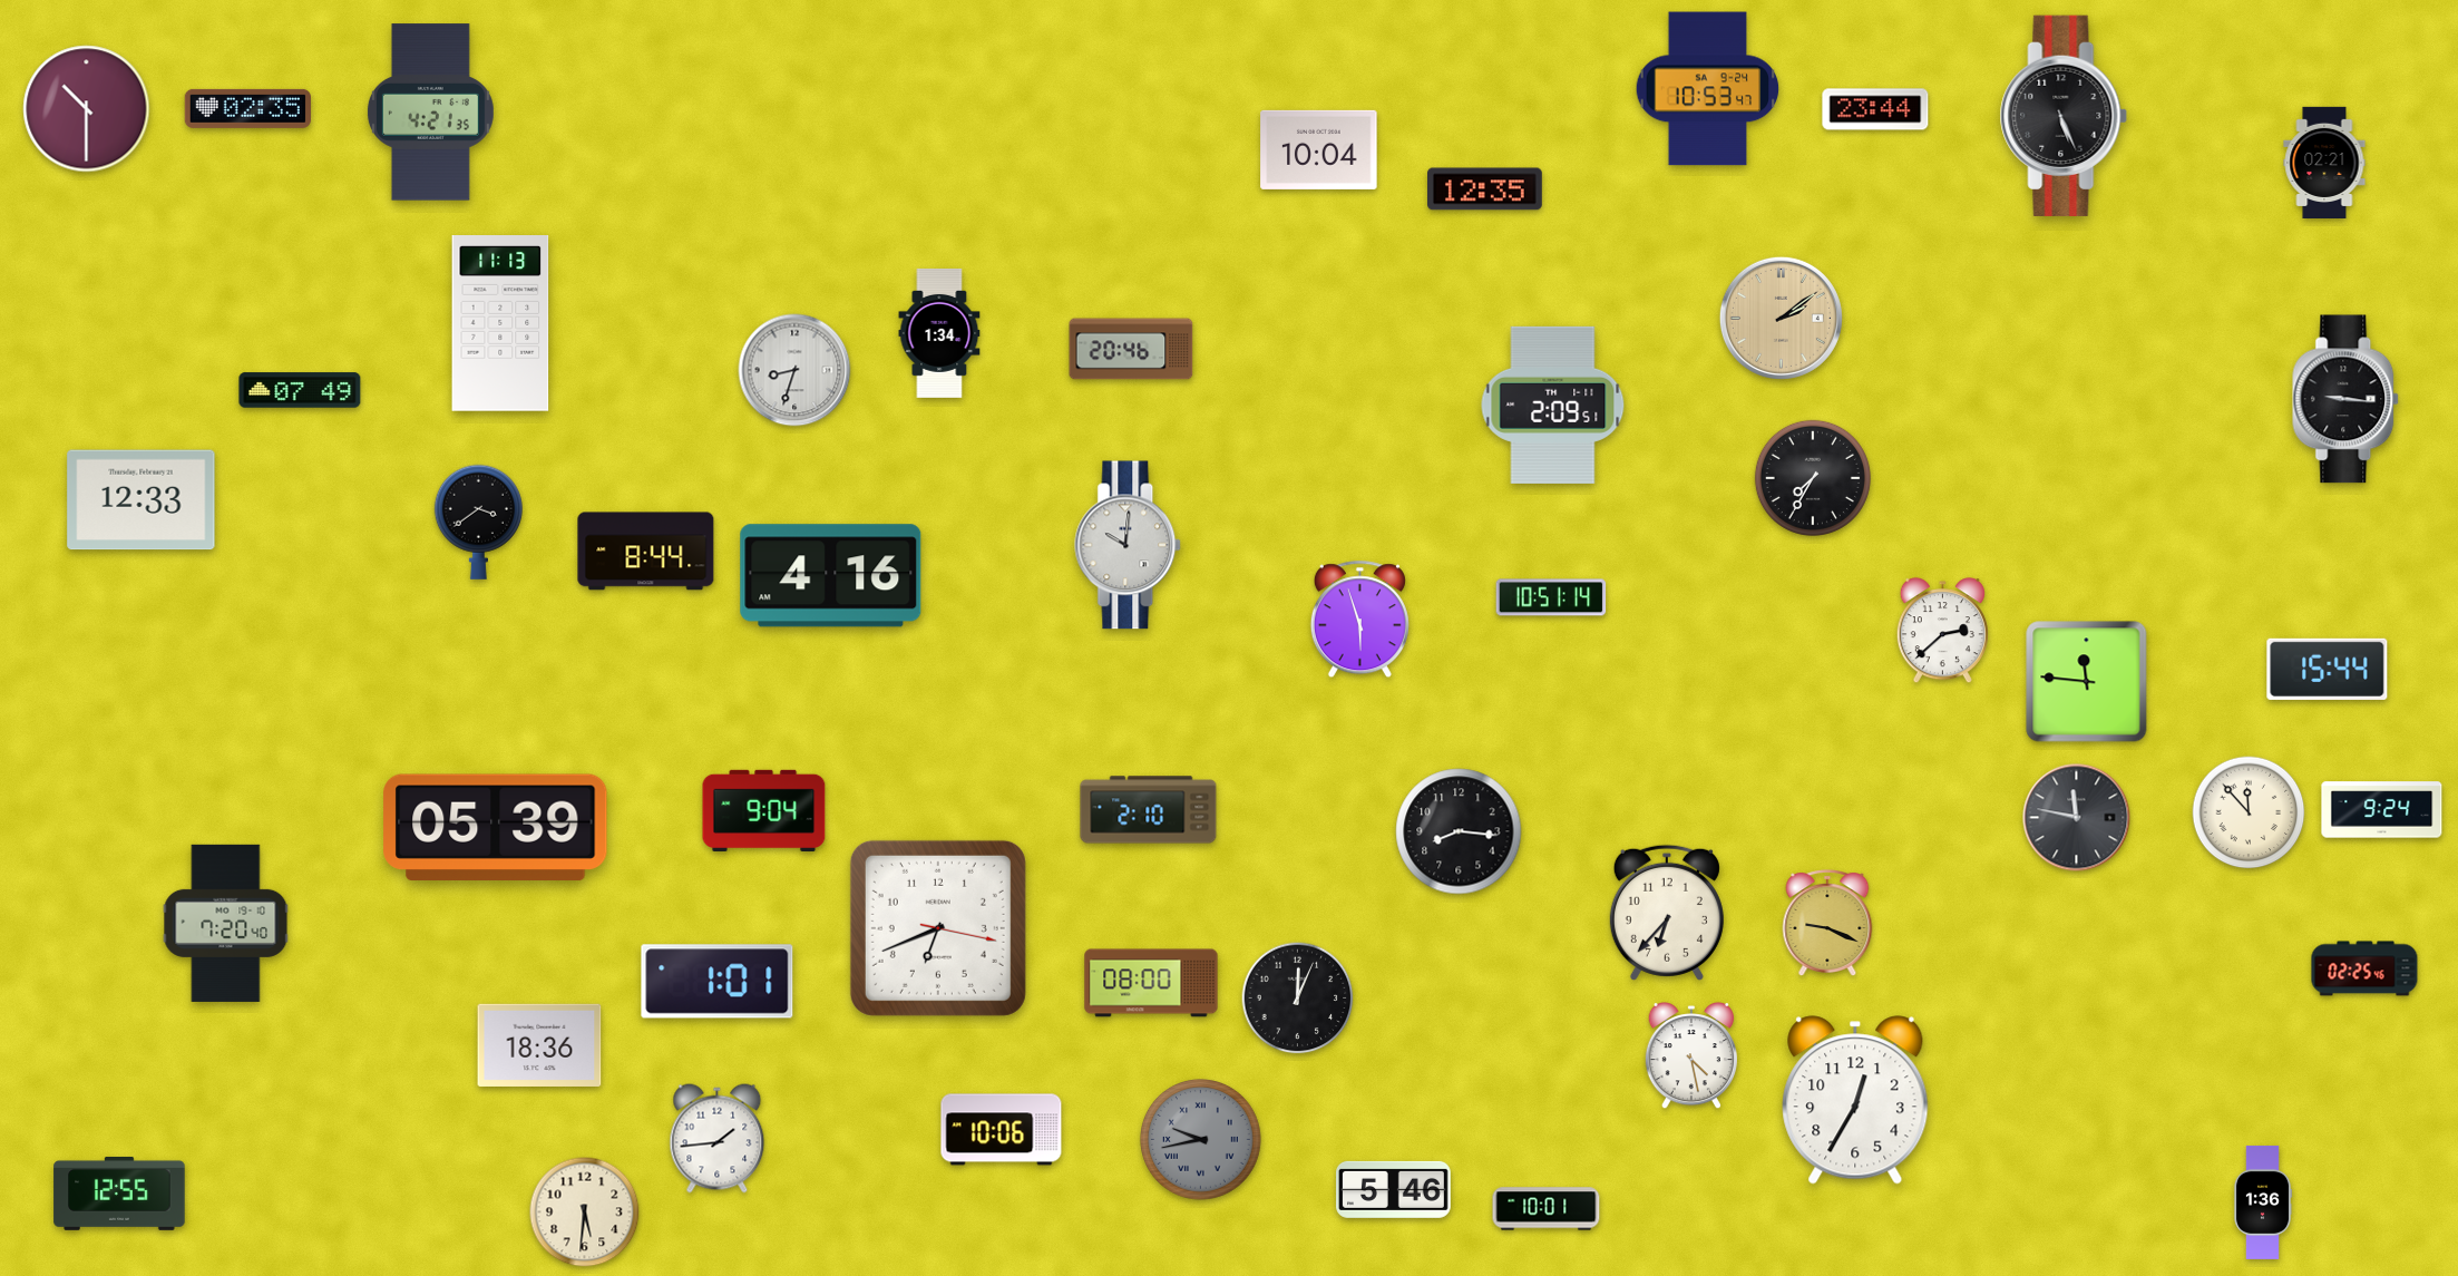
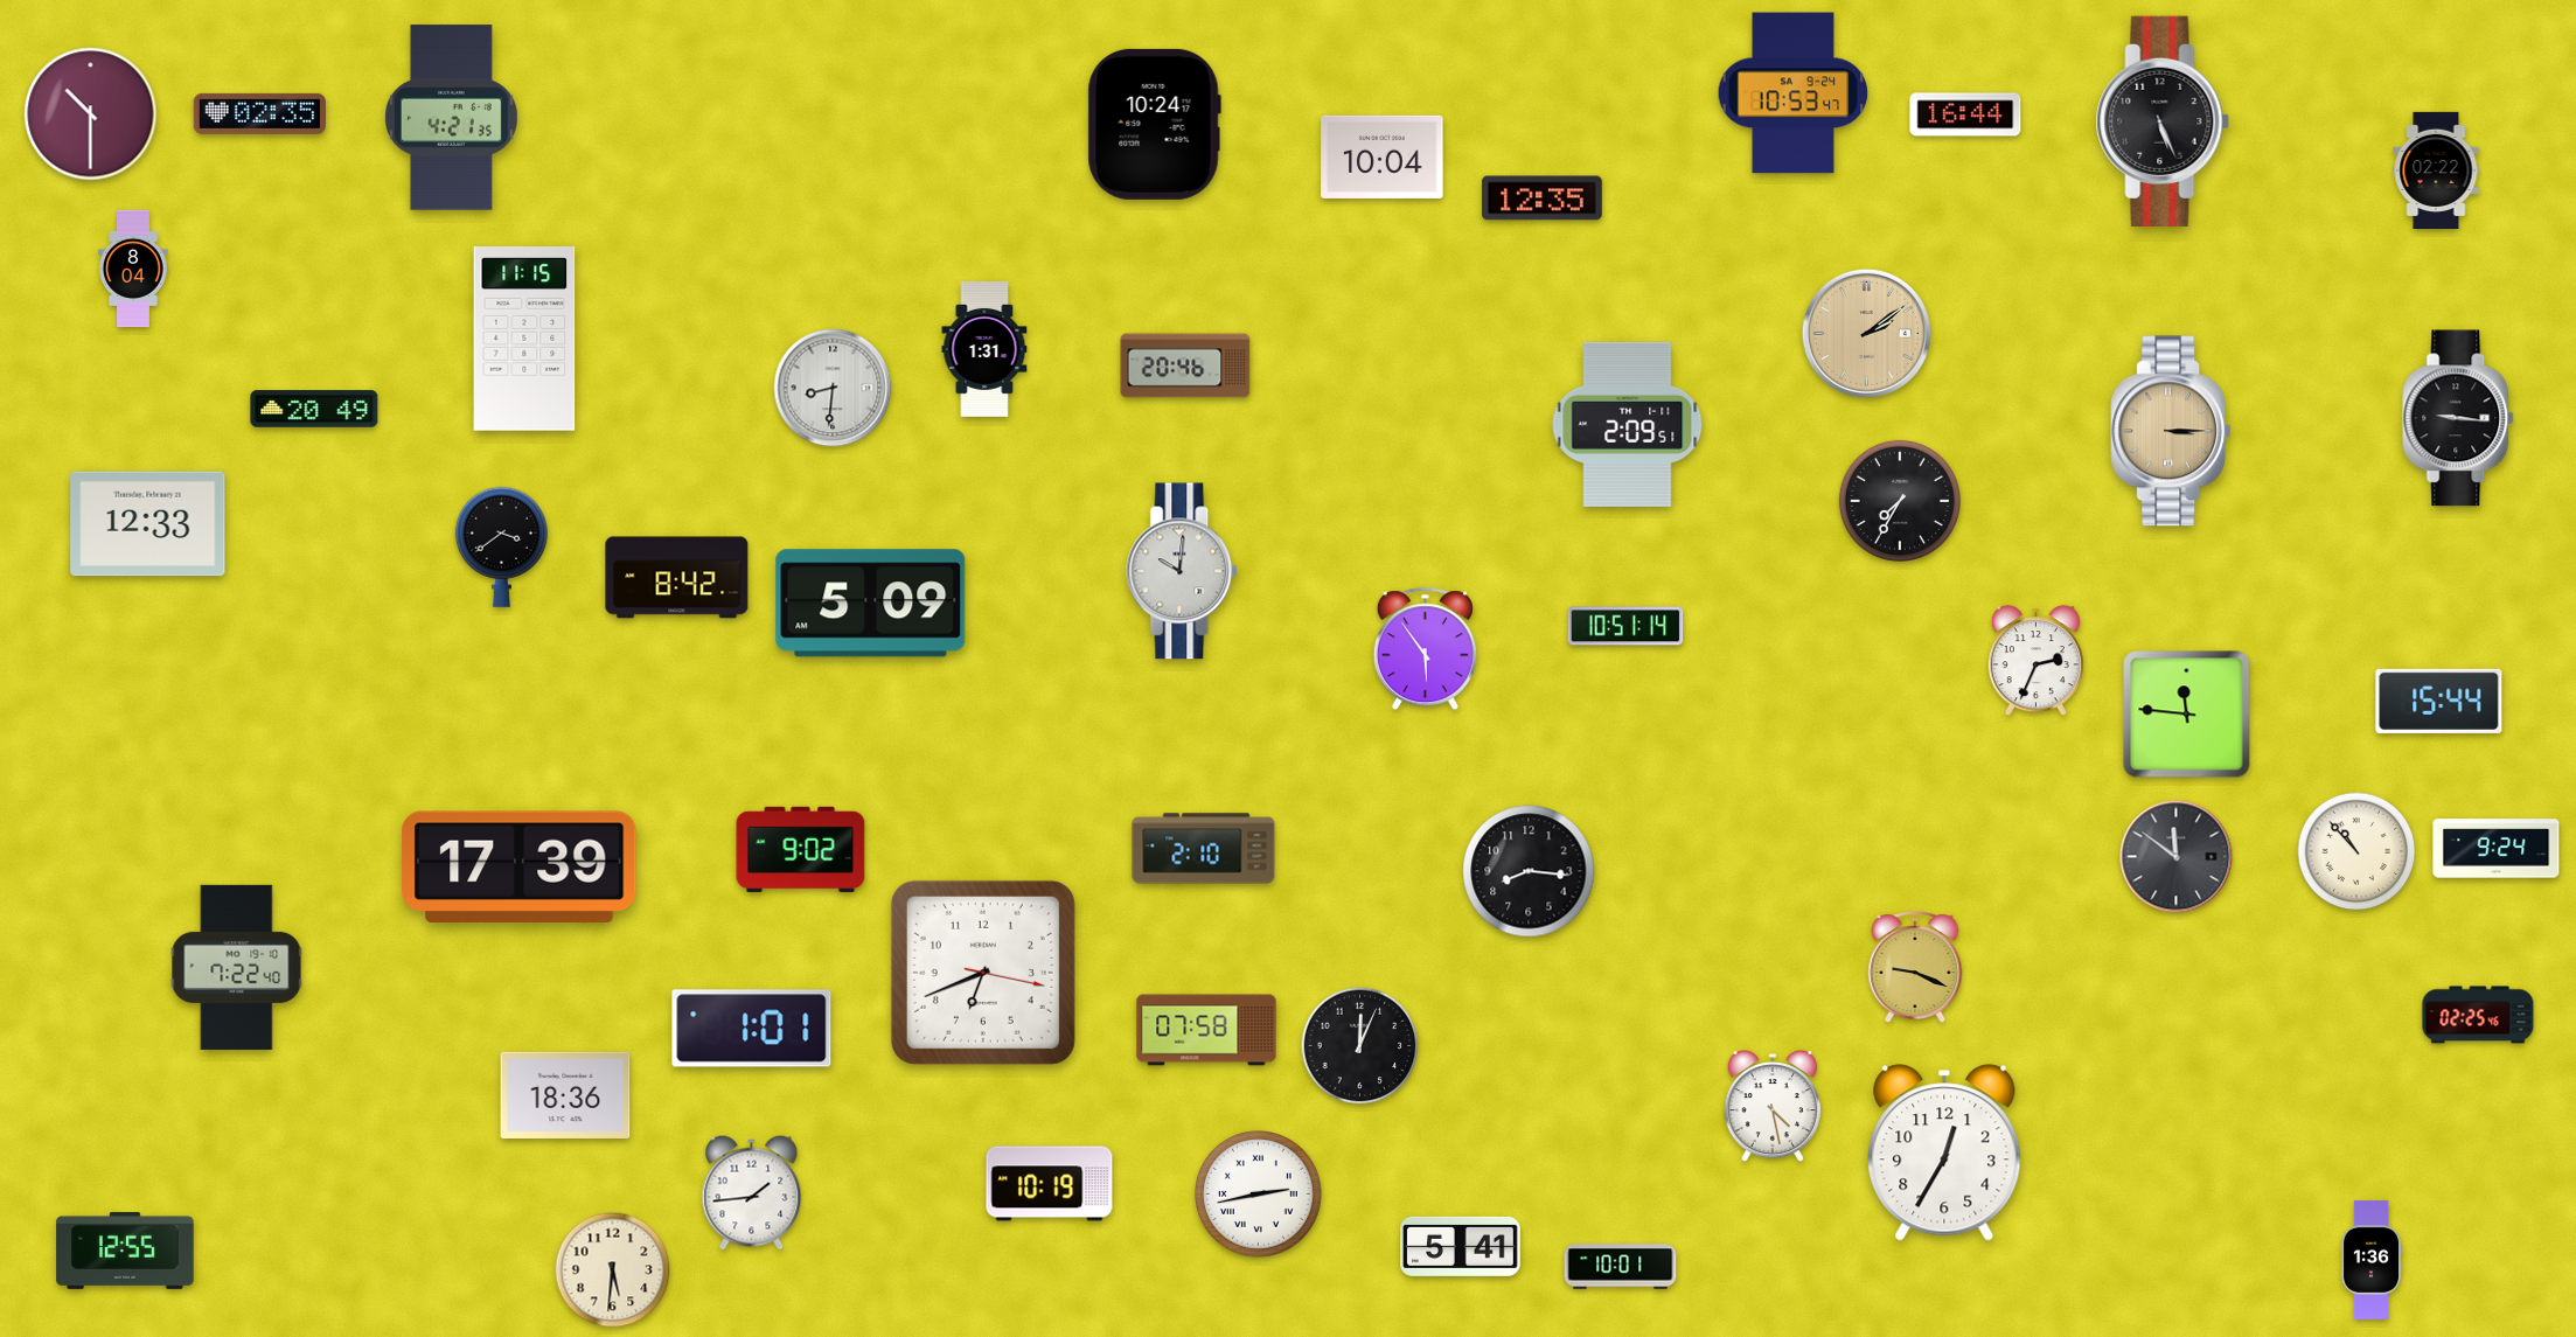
clock at (1708, 89) position: (1708, 89) -> (1794, 93)
clock at (1875, 109): 23:44 -> 16:44
clock at (1154, 124): none -> 10:24
clock at (2324, 162): 02:21 -> 02:22
clock at (1485, 189) position: (1485, 189) -> (1543, 199)
clock at (133, 269): none -> 8:04
clock at (500, 324): 11:13 -> 11:15
clock at (939, 333): 1:34 -> 1:31
clock at (794, 370): 8:33 -> 8:31
clock at (300, 390): 07:49 -> 20:49
clock at (2171, 431): none -> 3:15
clock at (646, 552): 8:44 -> 8:42
clock at (831, 576): 4:16 -> 5:09
clock at (1359, 620): 5:57 -> 5:54
clock at (1942, 631): 2:38 -> 2:34
clock at (764, 810): 9:04 -> 9:02
clock at (2249, 812): 11:53 -> 10:53
clock at (2077, 818): 11:47 -> 11:51
clock at (496, 828): 05:39 -> 17:39
clock at (1667, 913): 6:37 -> none
clock at (226, 923): 7:20 -> 7:22
clock at (1151, 983): 08:00 -> 07:58
clock at (1002, 1130): 10:06 -> 10:19
clock at (1201, 1140): 9:43 -> 2:43
clock at (1201, 1140) dial: grey -> white
clock at (1394, 1189): 5:46 -> 5:41
